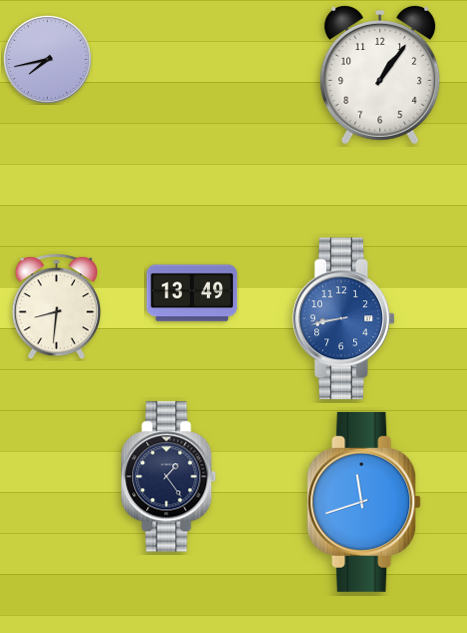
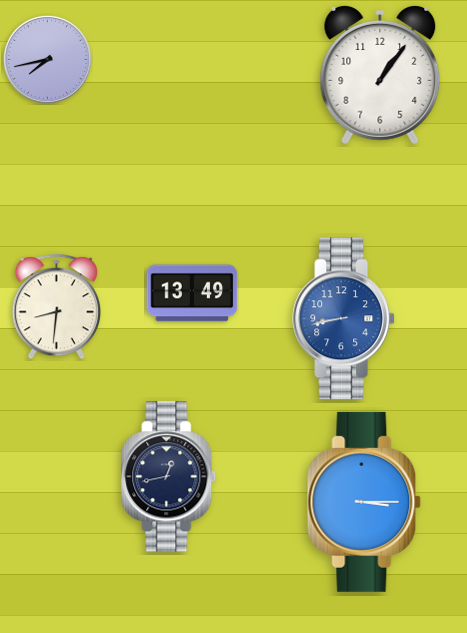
clock at (169, 477): 1:24 -> 12:43
clock at (364, 502): 11:42 -> 3:15
